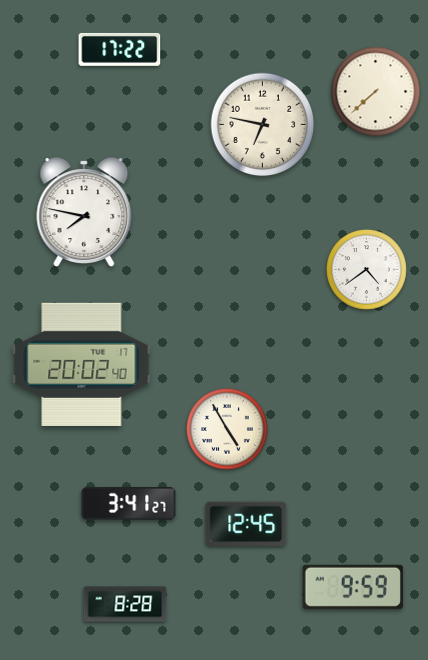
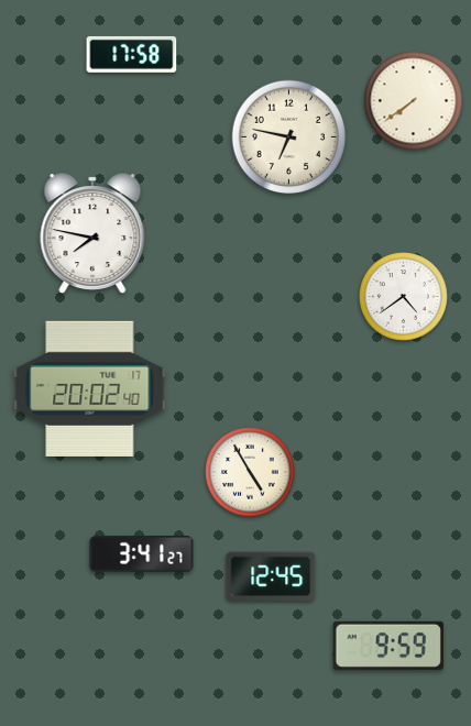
clock at (120, 49): 17:22 -> 17:58
clock at (376, 92): 7:38 -> 7:39
clock at (82, 364) position: (82, 364) -> (90, 388)
clock at (125, 604): 8:28 -> none
